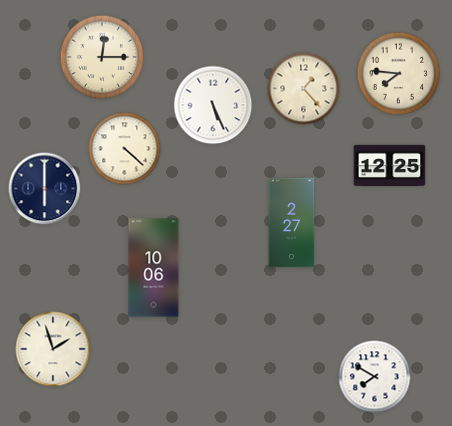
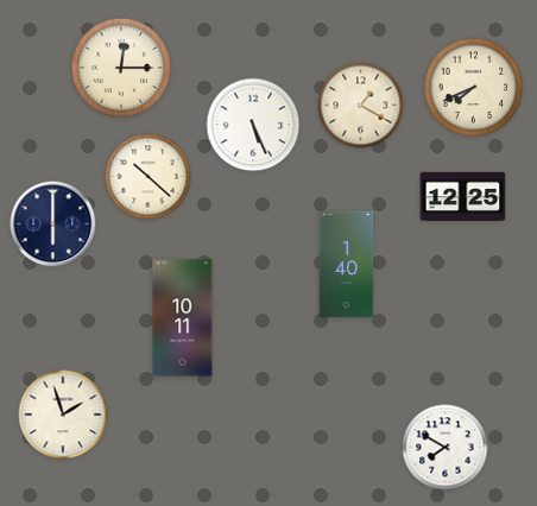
clock at (399, 74): 7:46 -> 7:41
clock at (304, 89): 1:23 -> 1:20
clock at (125, 149): 4:22 -> 10:22
clock at (292, 223): 2:27 -> 1:40
clock at (154, 268): 10:06 -> 10:11
